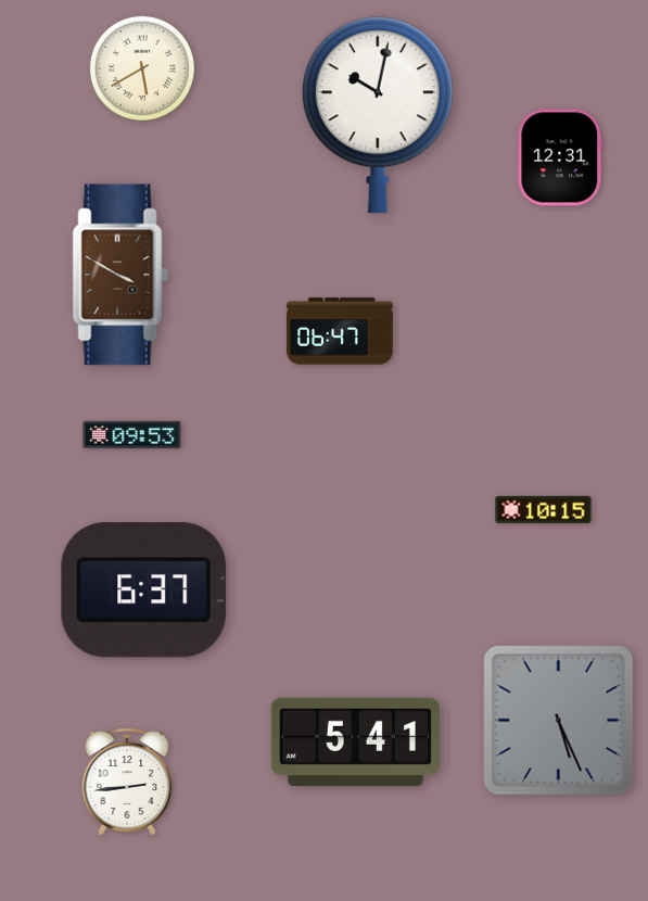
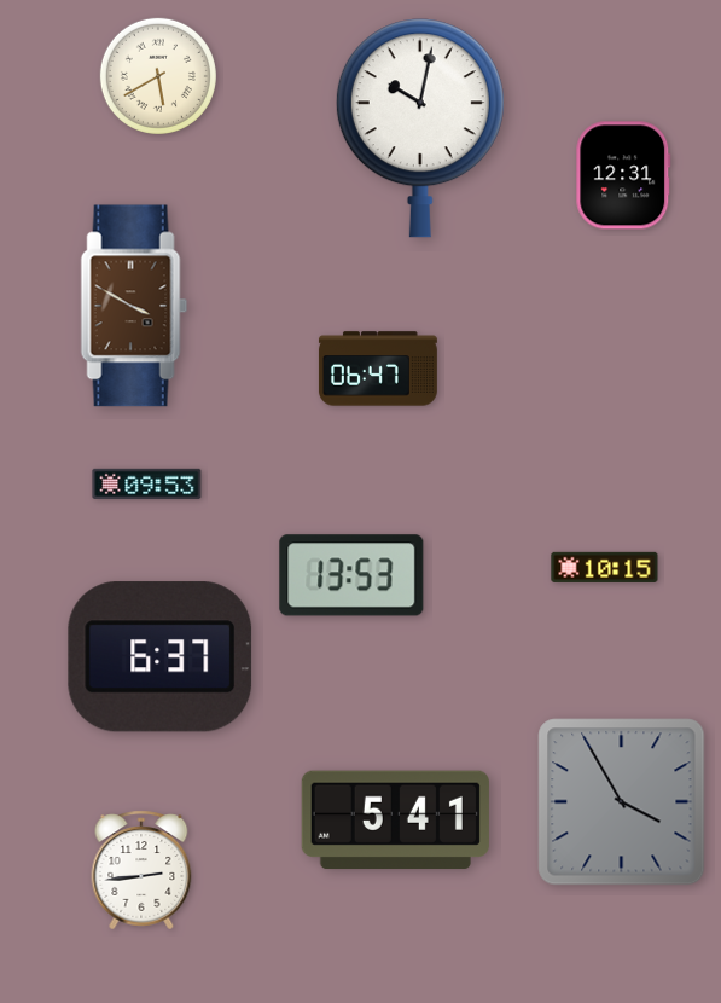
clock at (351, 575): none -> 13:53
clock at (559, 721): 5:26 -> 3:55
clock at (355, 743) position: (355, 743) -> (395, 821)
